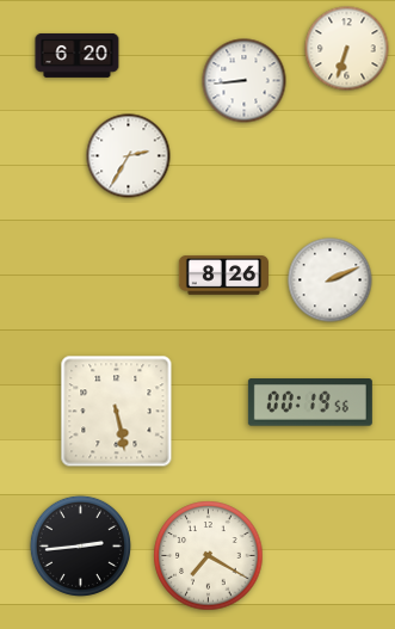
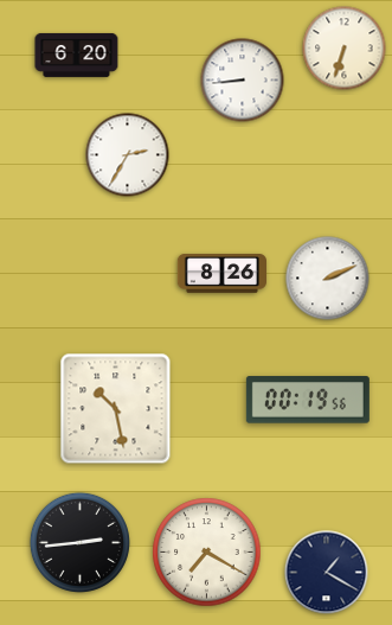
clock at (117, 412): 5:28 -> 10:28
clock at (327, 573): none -> 1:20
